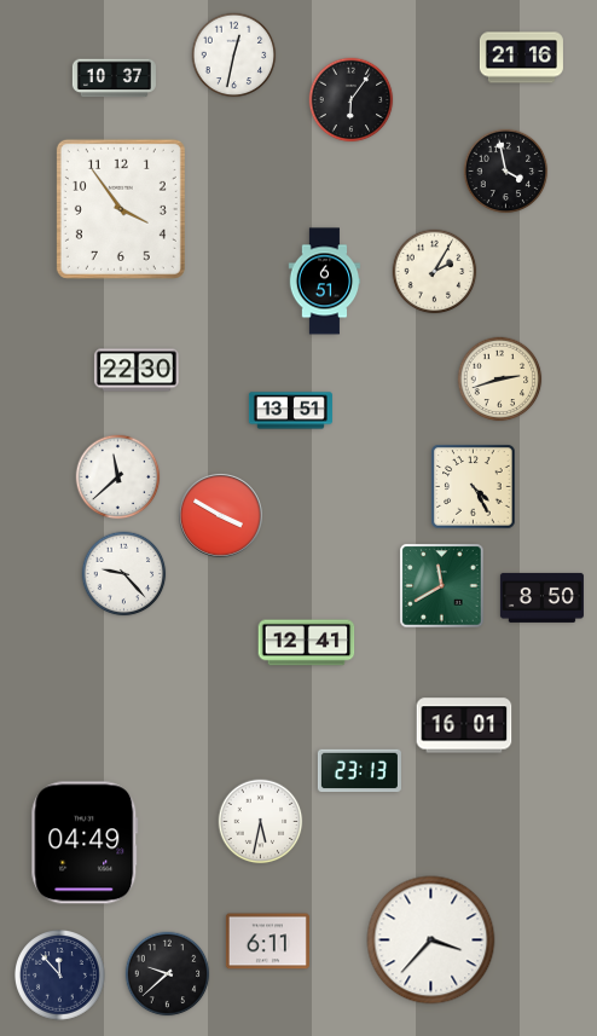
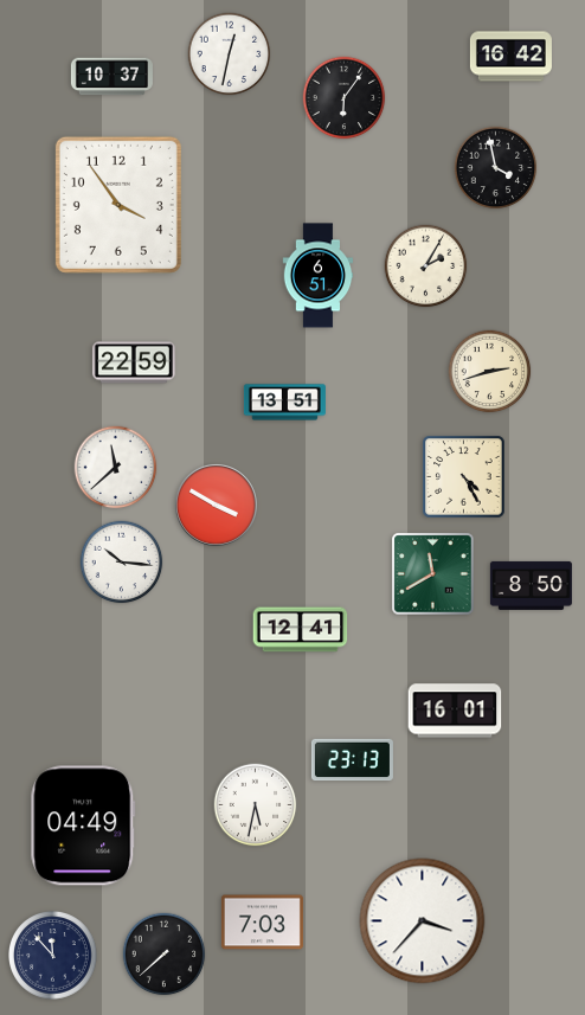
clock at (521, 58): 21:16 -> 16:42
clock at (137, 370): 22:30 -> 22:59
clock at (124, 574): 9:23 -> 10:16
clock at (359, 771) position: (359, 771) -> (352, 760)
clock at (267, 942): 6:11 -> 7:03
clock at (168, 974): 9:38 -> 7:38
clock at (60, 976) position: (60, 976) -> (53, 956)
